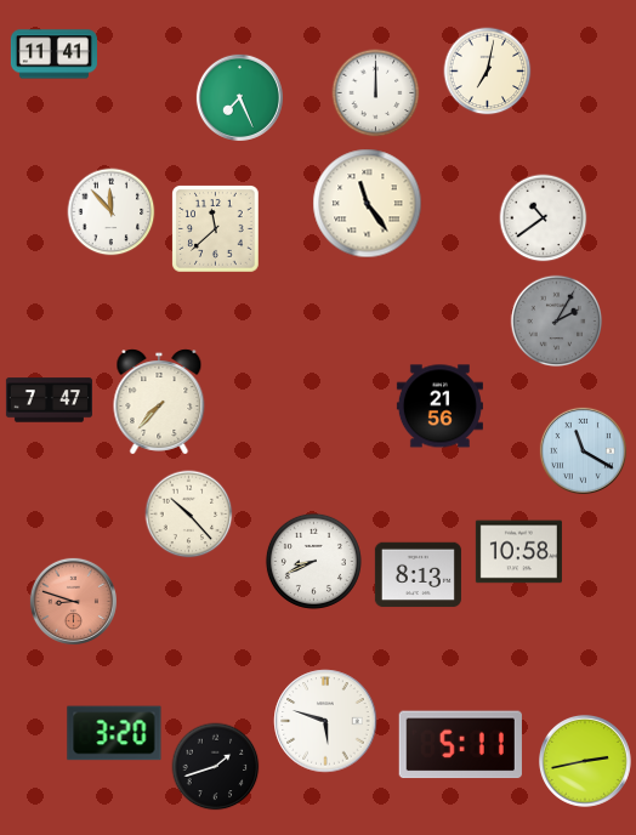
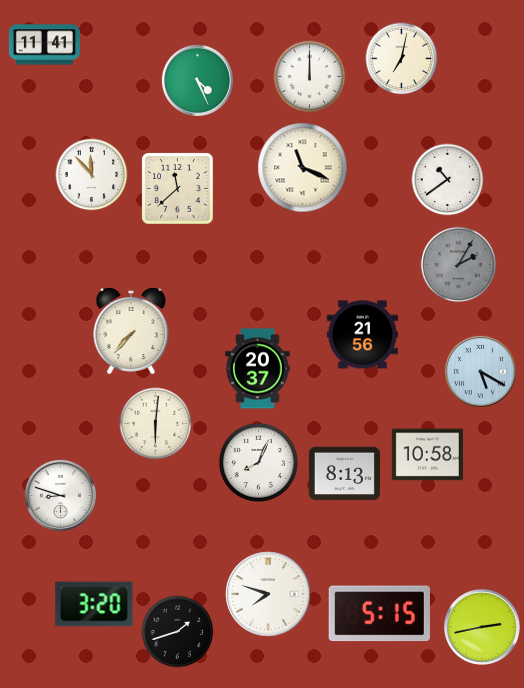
clock at (239, 97): 7:26 -> 4:26
clock at (368, 204): 11:24 -> 11:19
clock at (49, 401): 7:47 -> none
clock at (258, 369): none -> 20:37
clock at (583, 450): 11:20 -> 5:20
clock at (189, 515): 10:23 -> 6:01
clock at (313, 561): 8:41 -> 8:04
clock at (73, 601) dial: salmon -> white
clock at (325, 721): 5:48 -> 7:48
clock at (460, 745): 5:11 -> 5:15
